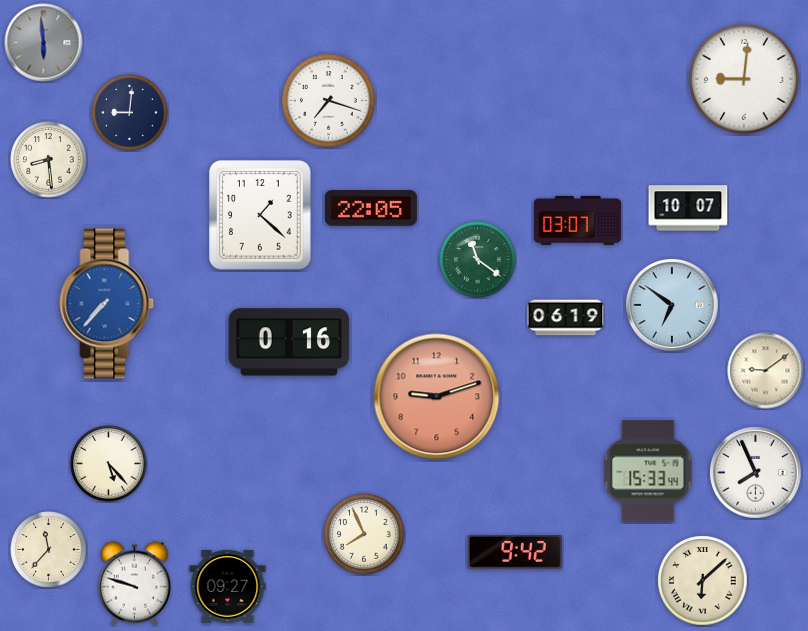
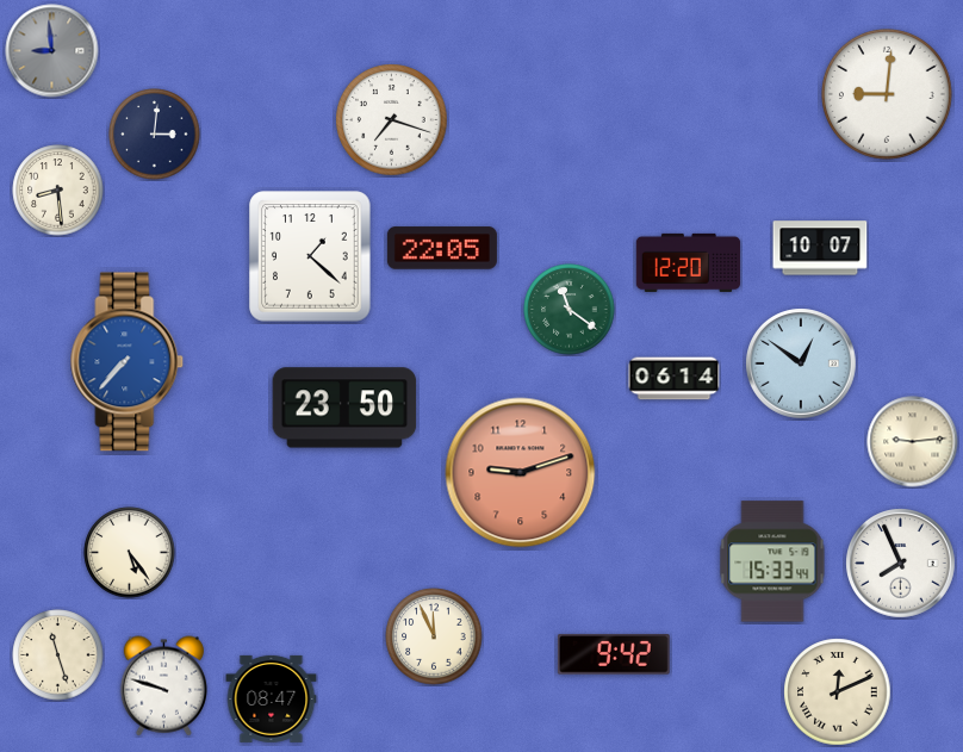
clock at (44, 43): 5:59 -> 8:59
clock at (130, 113): 9:01 -> 3:01
clock at (578, 220): 03:07 -> 12:20
clock at (672, 305): 6:51 -> 12:51
clock at (566, 318): 06:19 -> 06:14
clock at (289, 342): 0:16 -> 23:50
clock at (766, 371): 9:09 -> 9:14
clock at (109, 464): 5:23 -> 5:24
clock at (364, 534): 7:56 -> 11:56
clock at (49, 550): 11:37 -> 11:27
clock at (515, 552) position: (515, 552) -> (614, 654)
clock at (703, 581): 6:08 -> 12:11
clock at (134, 584) position: (134, 584) -> (163, 686)
clock at (228, 586): 09:27 -> 08:47
